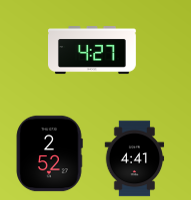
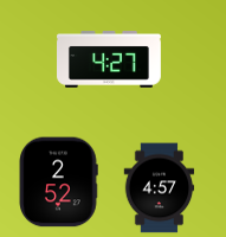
clock at (135, 159): 4:41 -> 4:57
